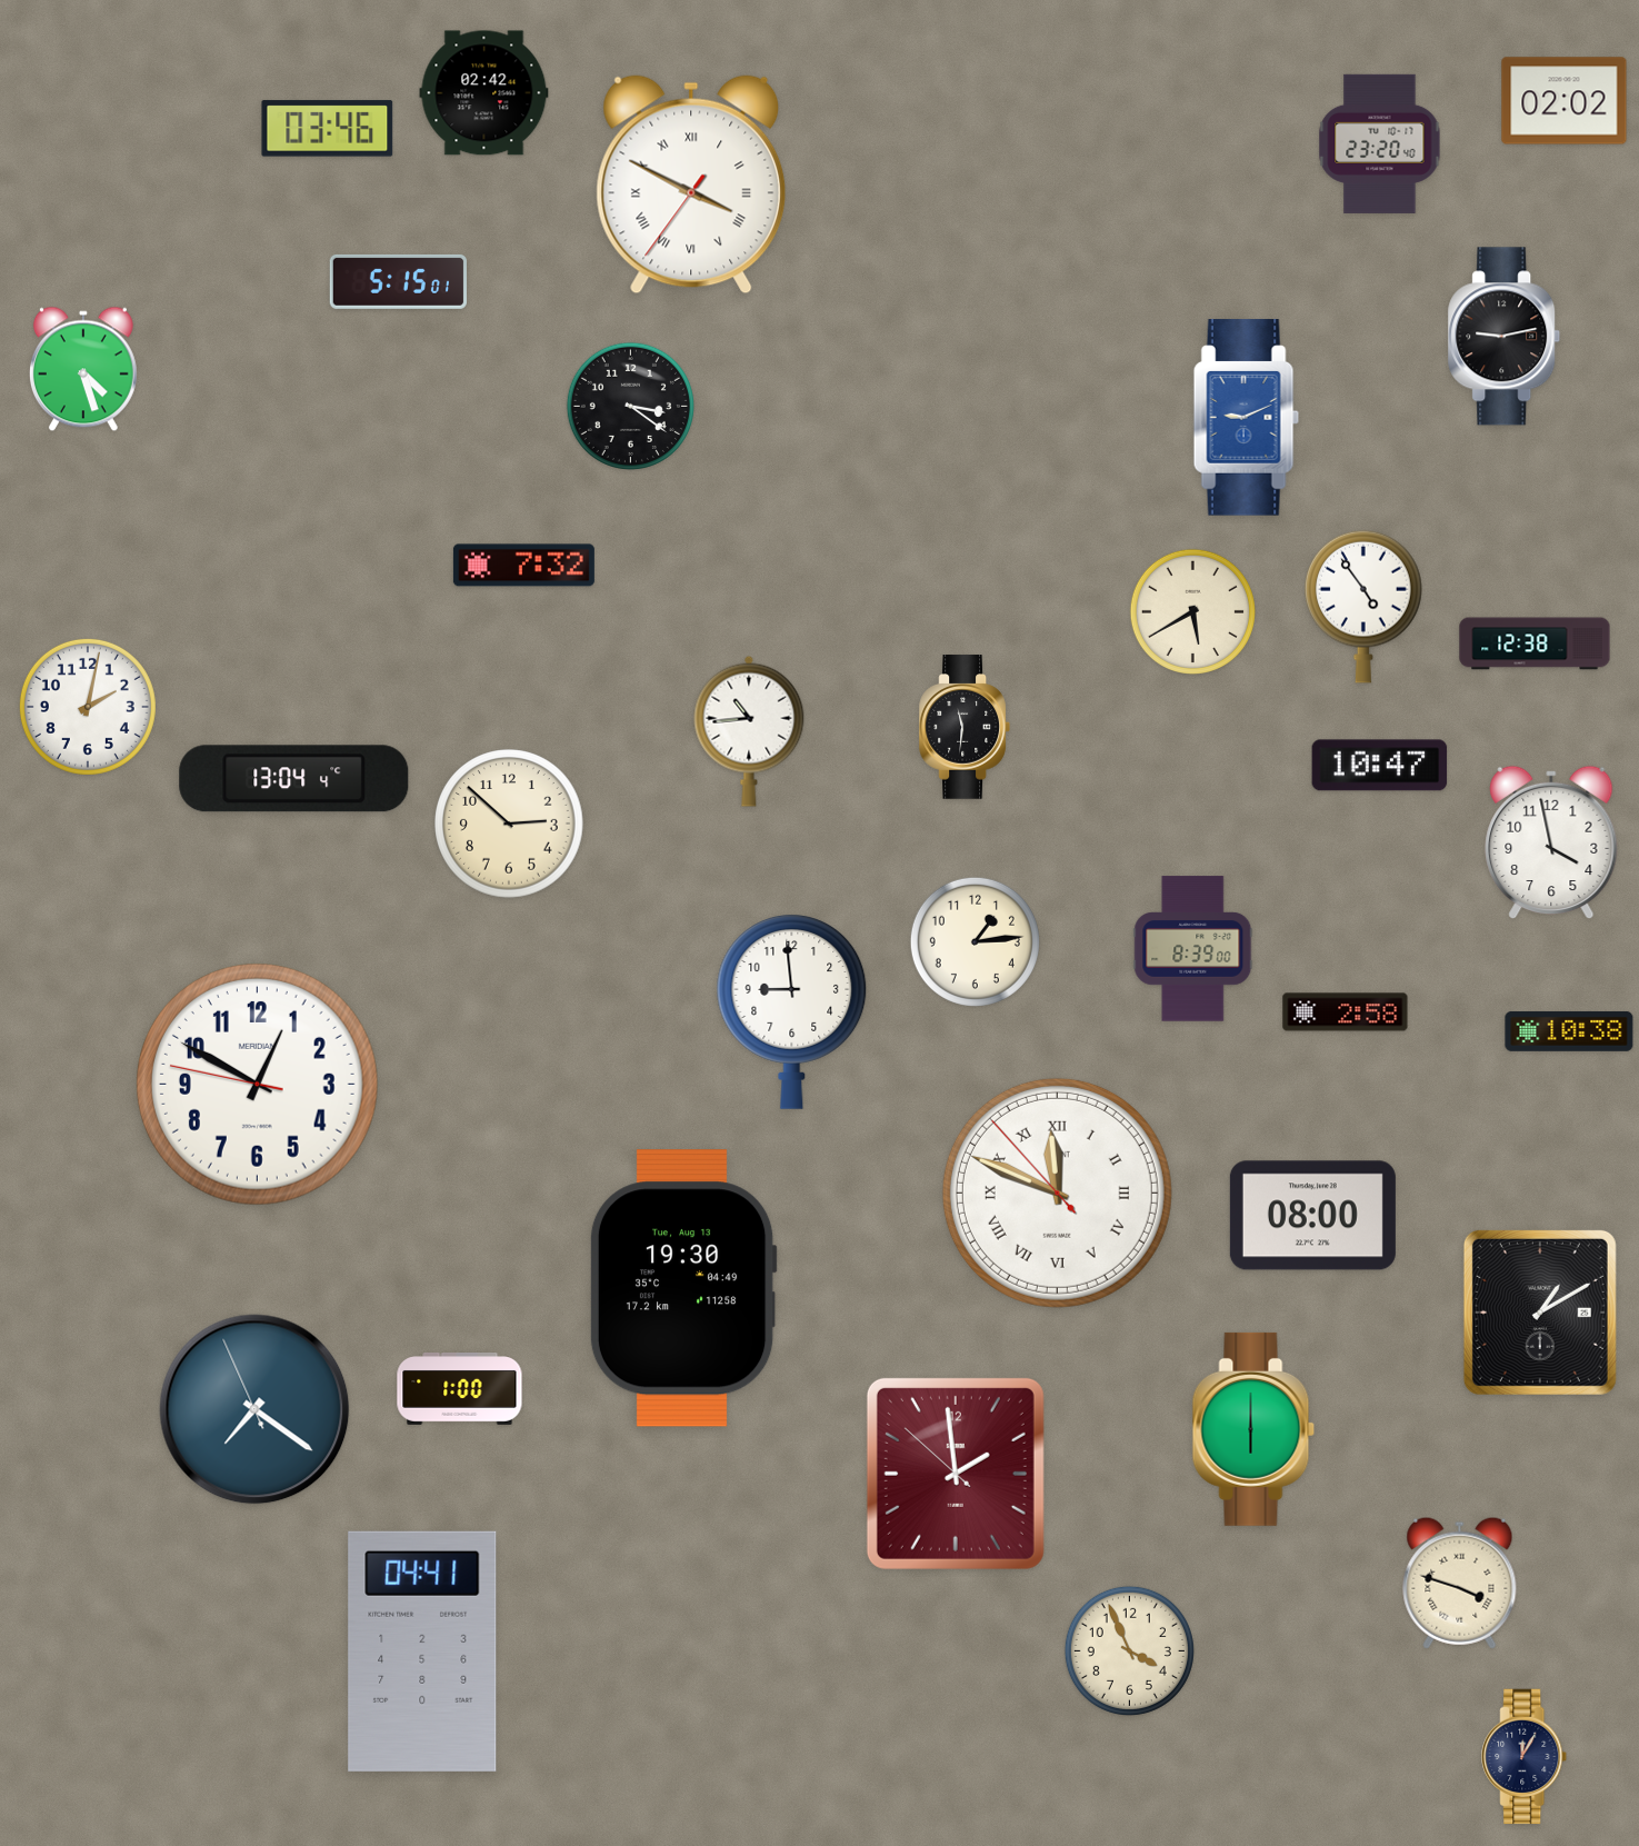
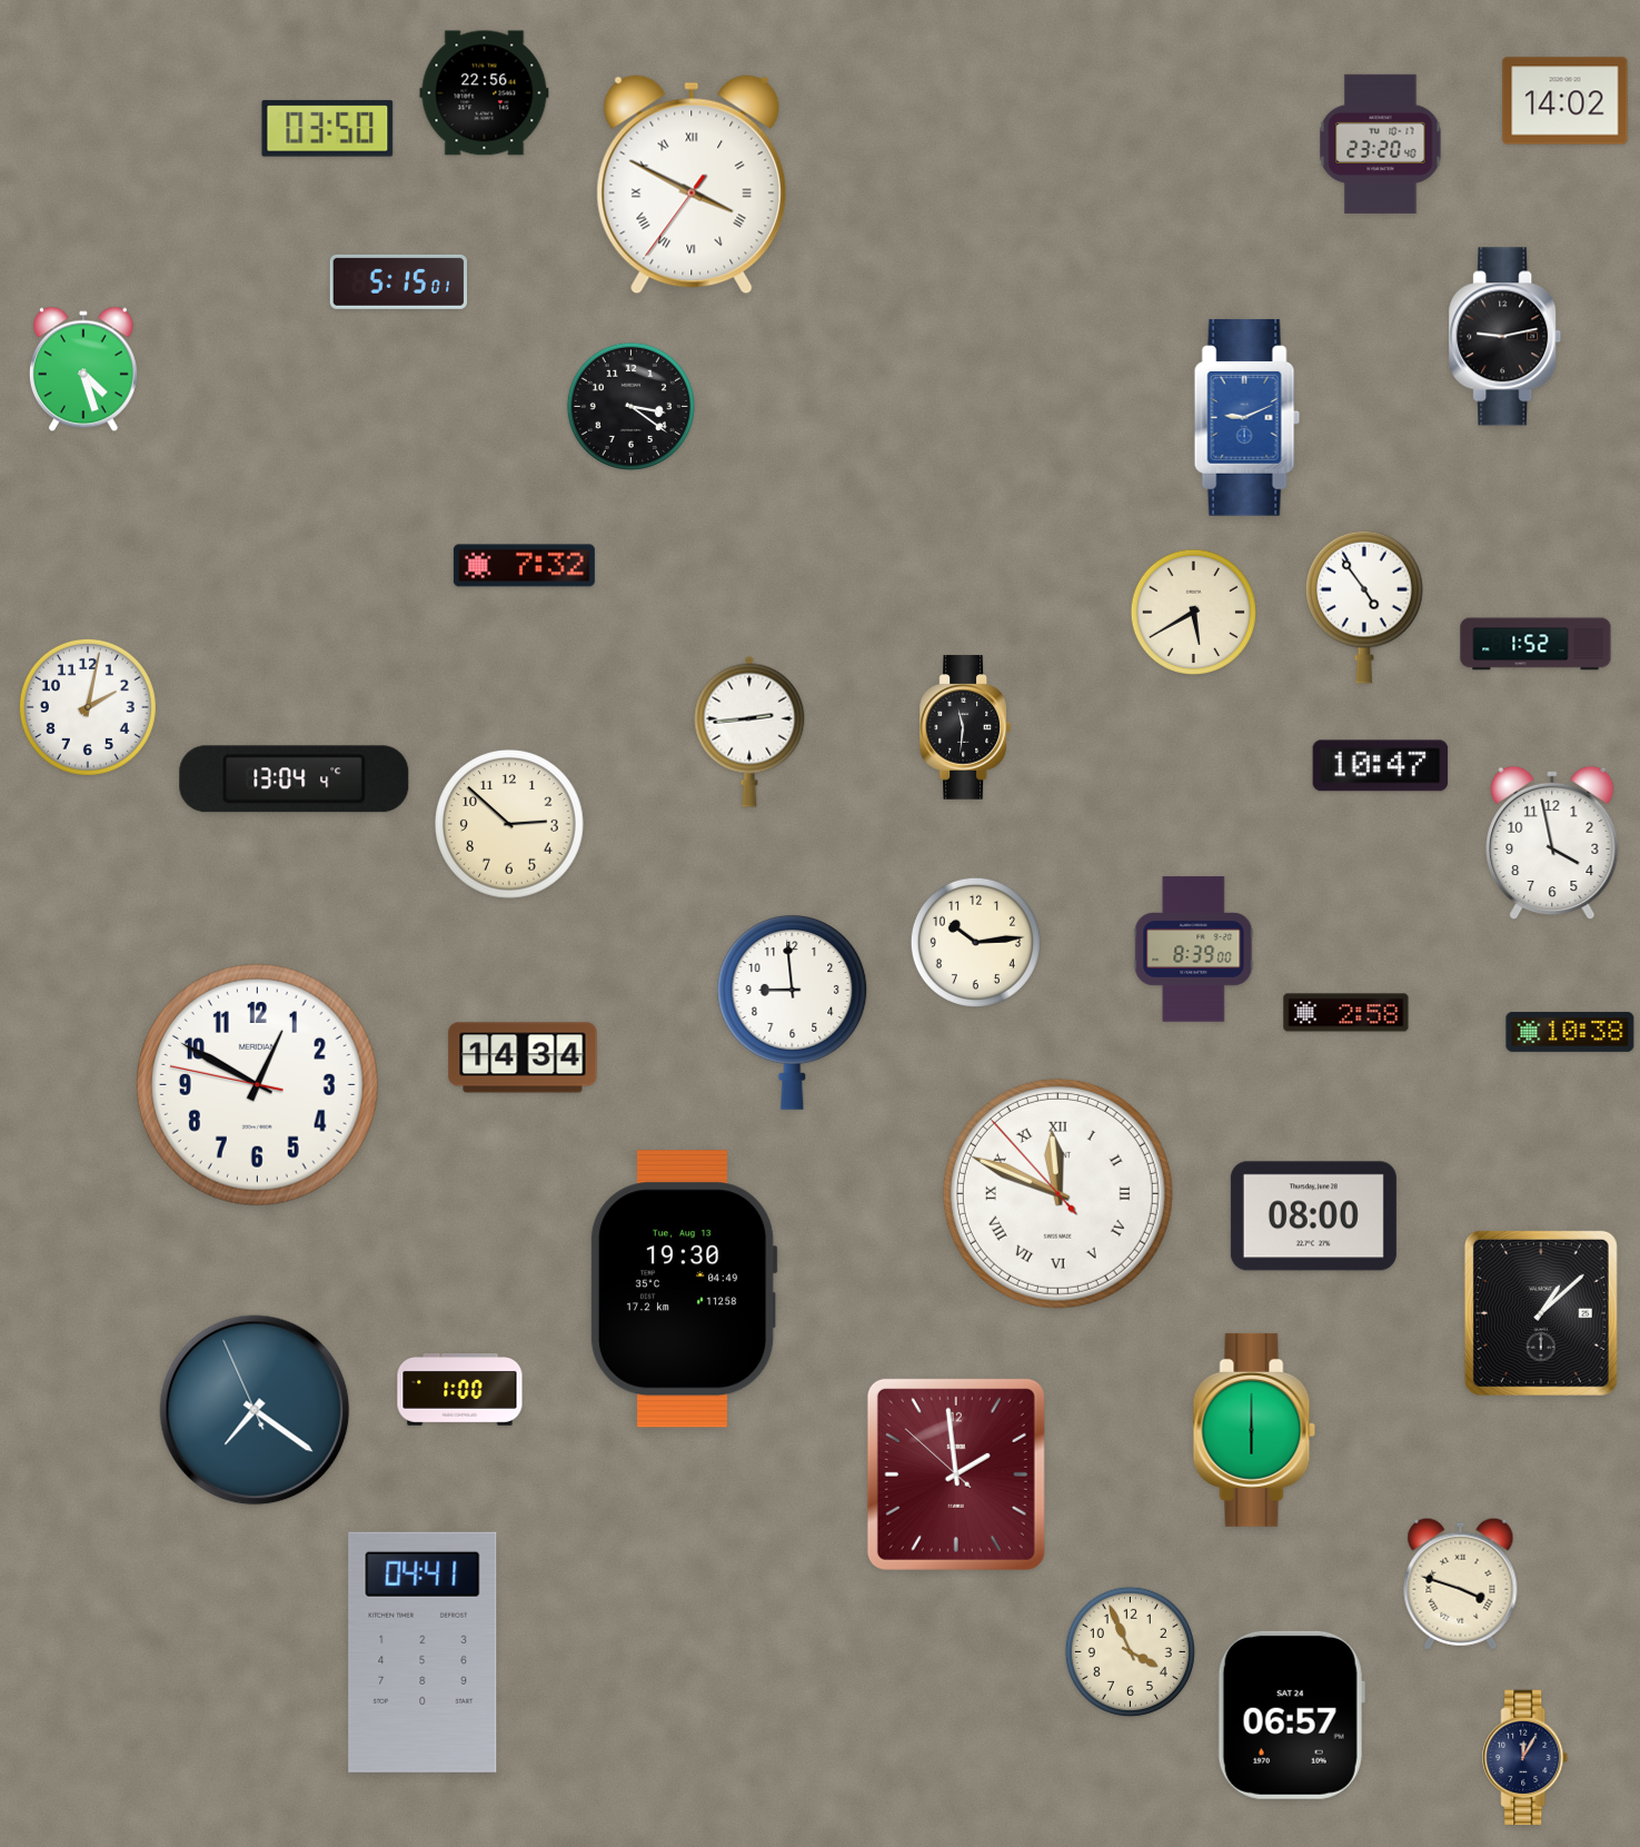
clock at (484, 93): 02:42 -> 22:56
clock at (1565, 101): 02:02 -> 14:02
clock at (328, 129): 03:46 -> 03:50
clock at (1535, 643): 12:38 -> 1:52
clock at (749, 731): 10:44 -> 2:44
clock at (975, 941): 1:14 -> 10:14
clock at (523, 1057): none -> 14:34
clock at (1540, 1313): 1:10 -> 1:08
clock at (1291, 1715): none -> 06:57
